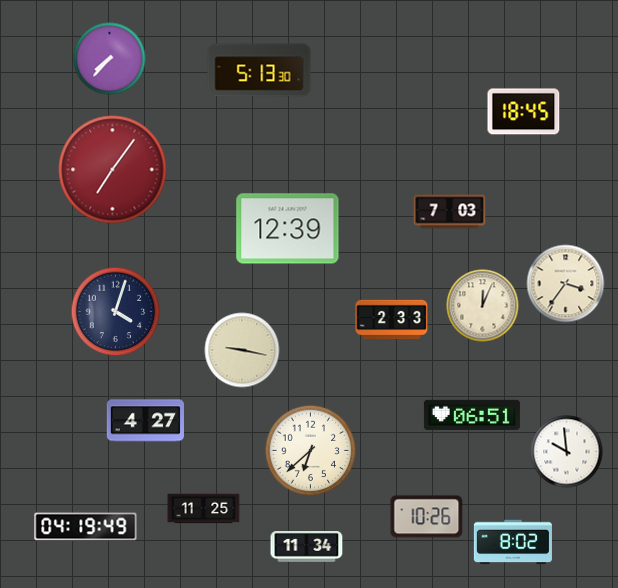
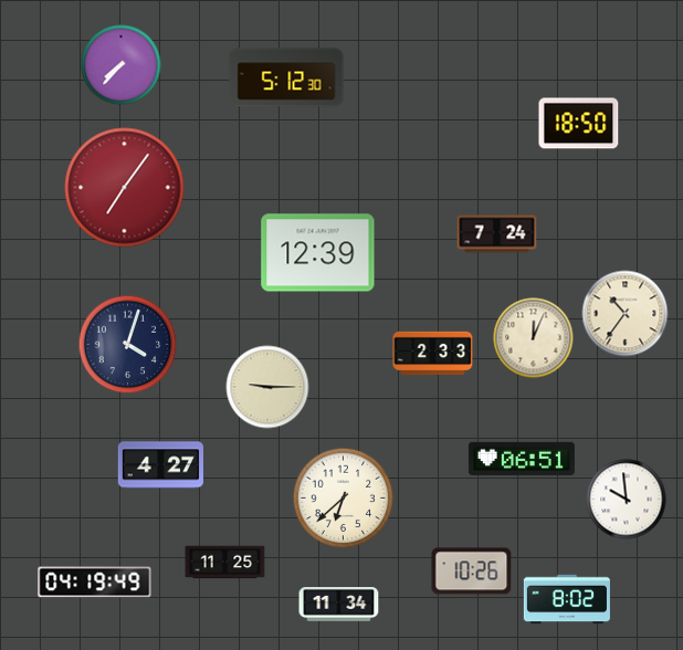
clock at (259, 70): 5:13 -> 5:12
clock at (524, 112): 18:45 -> 18:50
clock at (450, 212): 7:03 -> 7:24
clock at (566, 284): 3:36 -> 10:36
clock at (242, 350): 9:17 -> 9:15
